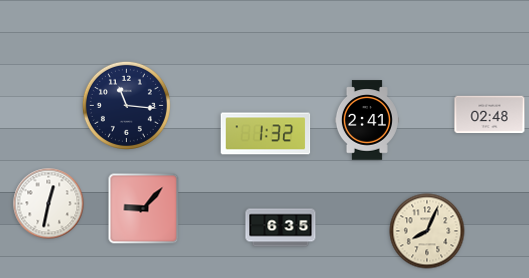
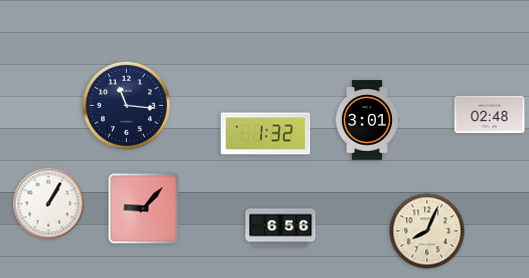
clock at (367, 120): 2:41 -> 3:01
clock at (49, 204): 12:32 -> 1:05
clock at (281, 228): 6:35 -> 6:56
